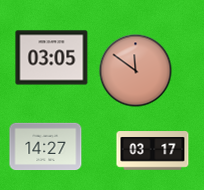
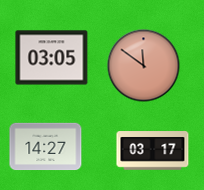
clock at (136, 71) position: (136, 71) -> (144, 66)
